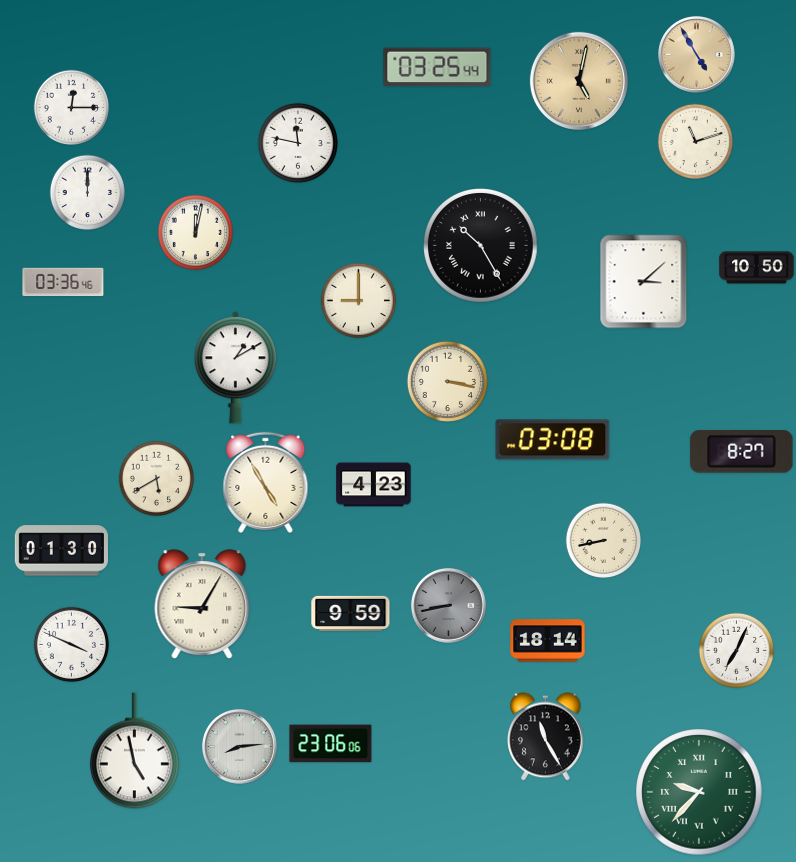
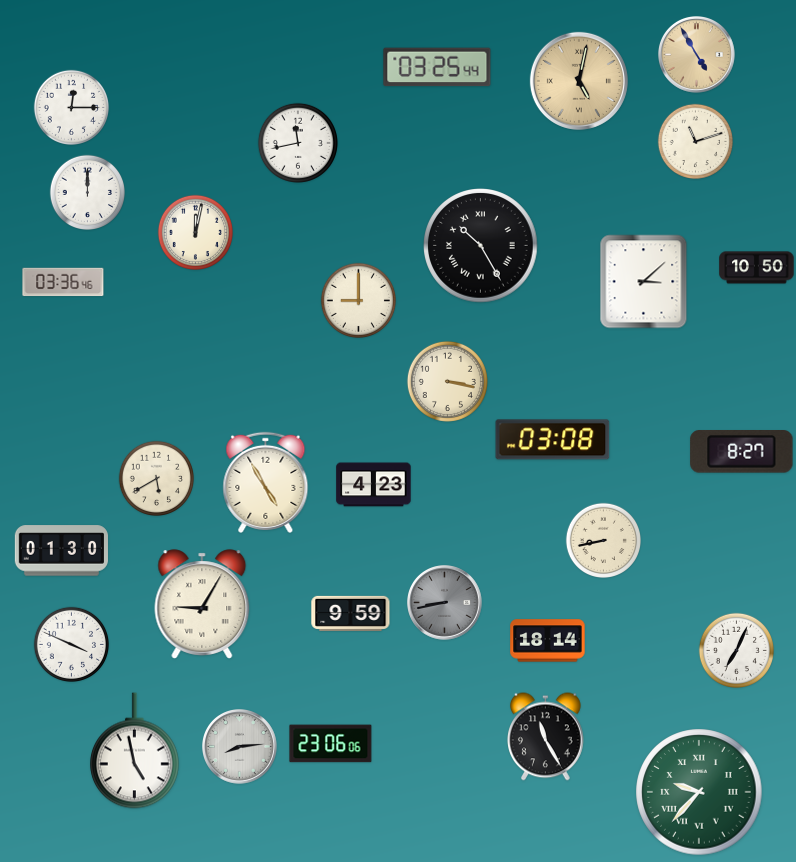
clock at (298, 143): 11:47 -> 11:43
clock at (235, 368): 1:10 -> none
clock at (449, 606) position: (449, 606) -> (445, 603)
